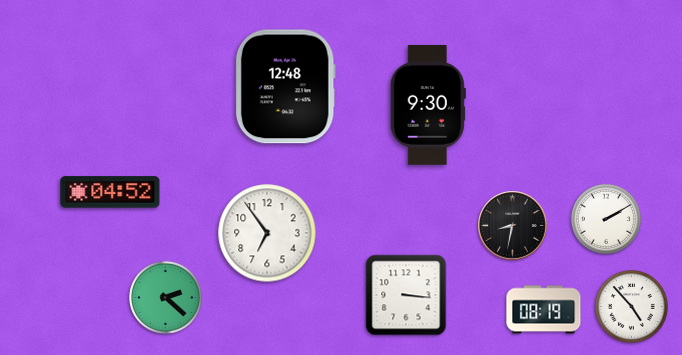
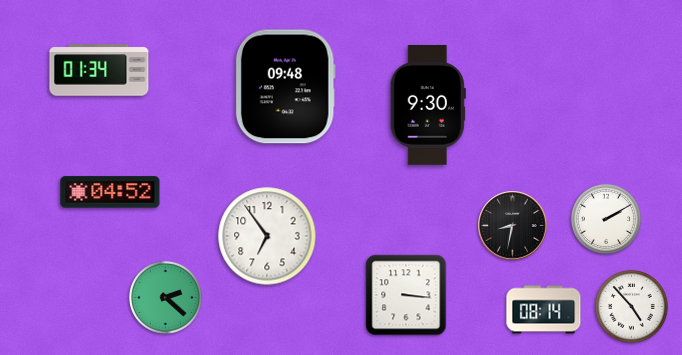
clock at (99, 70): none -> 01:34
clock at (285, 87): 12:48 -> 09:48
clock at (267, 233) position: (267, 233) -> (267, 236)
clock at (544, 310): 08:19 -> 08:14
